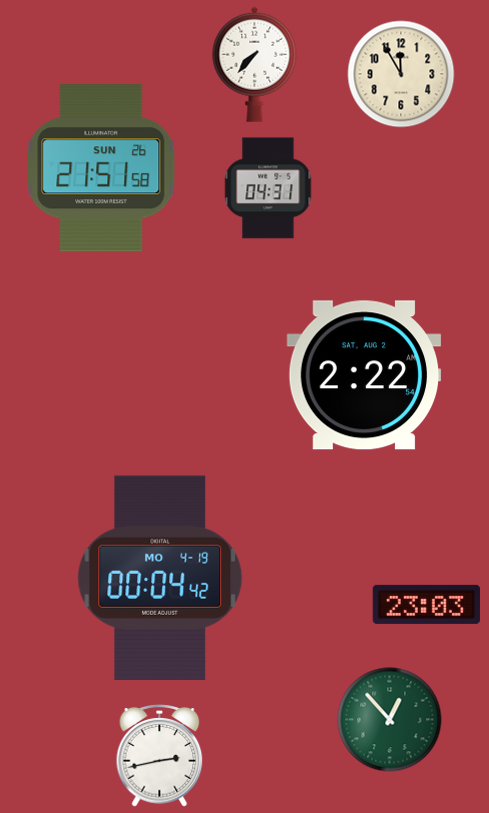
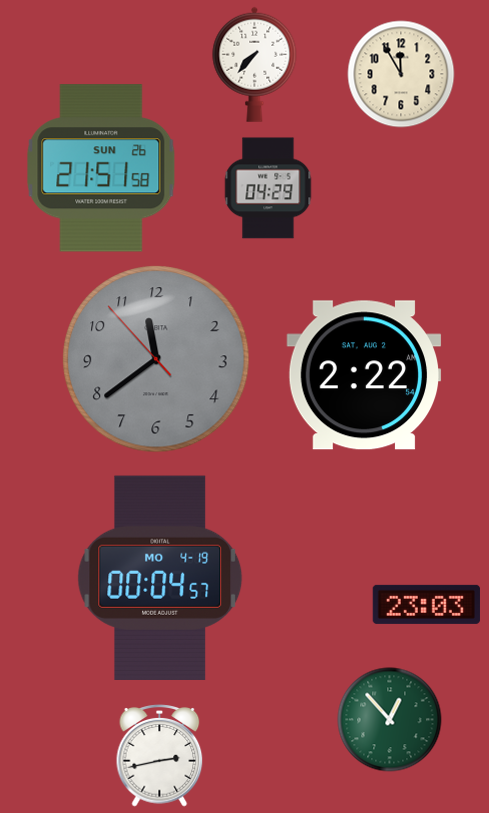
clock at (268, 188): 04:31 -> 04:29
clock at (156, 359): none -> 11:38
clock at (160, 578): 00:04:42 -> 00:04:57
